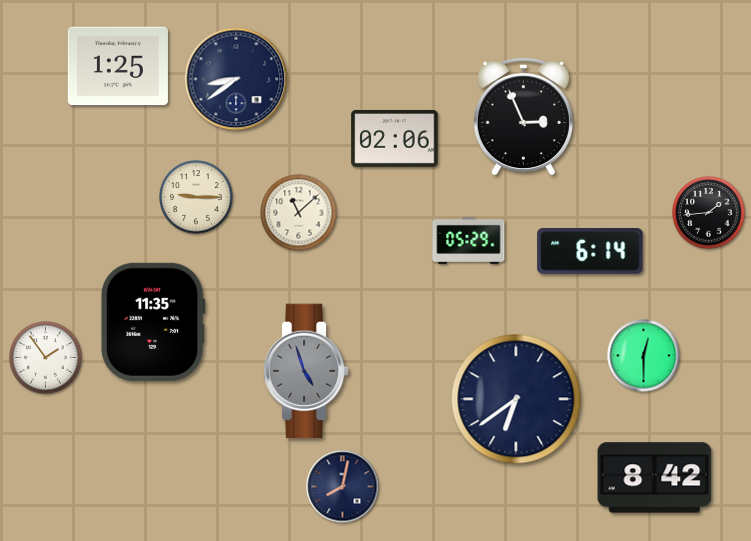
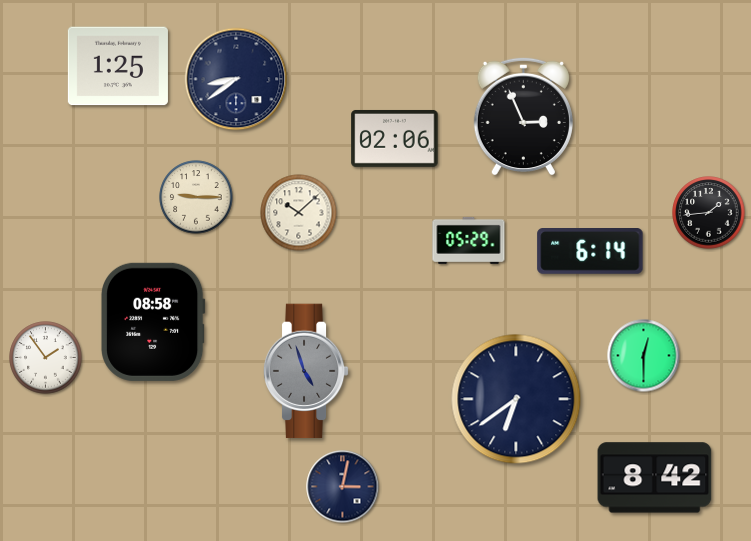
clock at (299, 213): 11:08 -> 10:08
clock at (153, 322): 11:35 -> 08:58
clock at (343, 487): 8:02 -> 3:02
